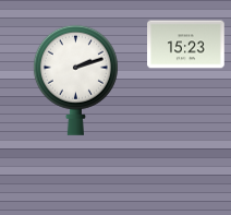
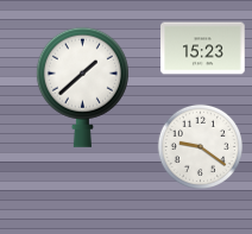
clock at (75, 80): 2:12 -> 1:38
clock at (200, 146): none -> 9:21
